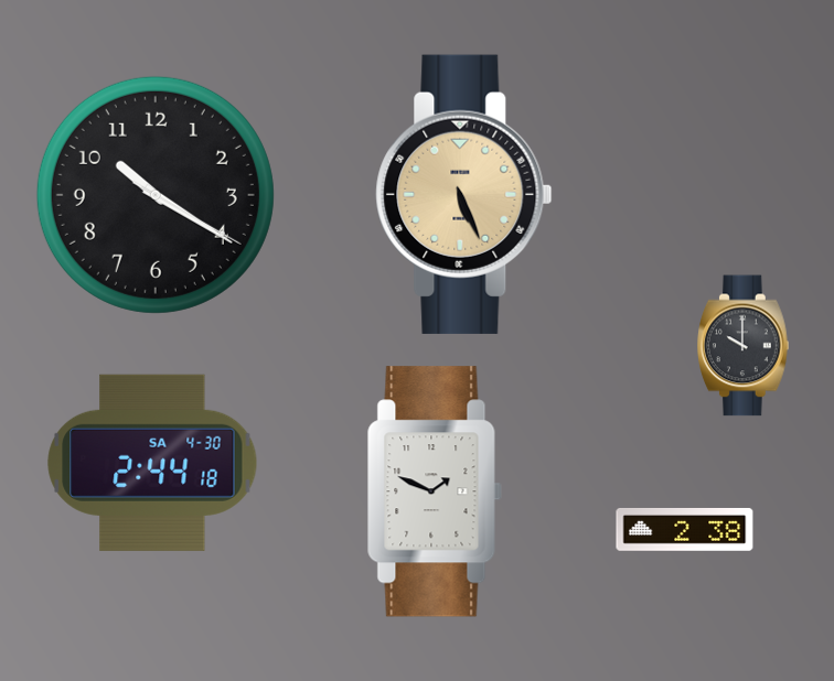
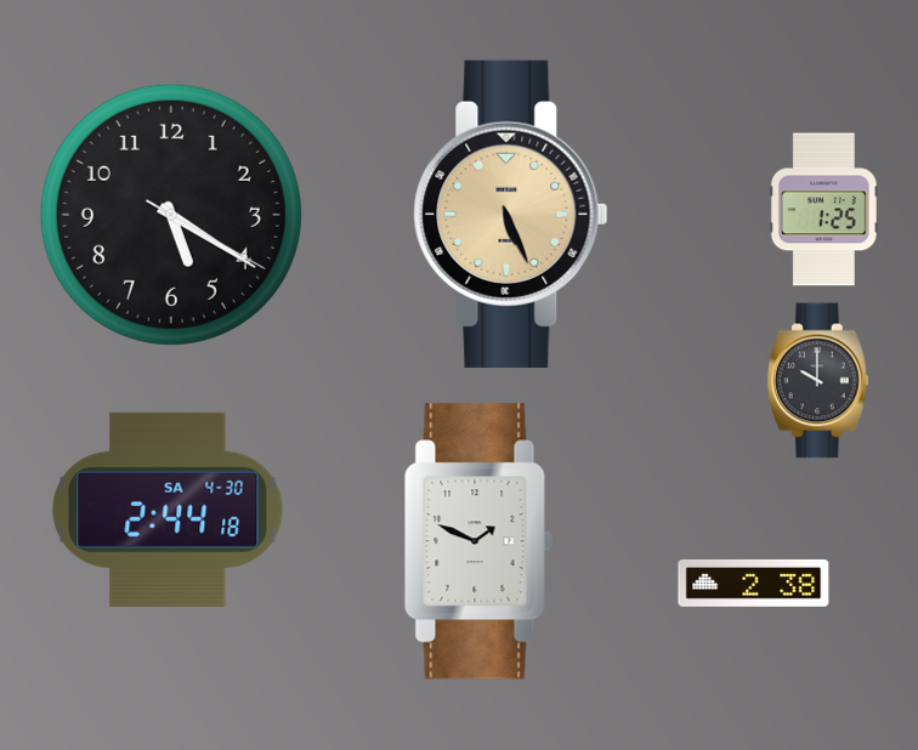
clock at (823, 210): none -> 1:25
clock at (156, 195): 10:20 -> 5:20
